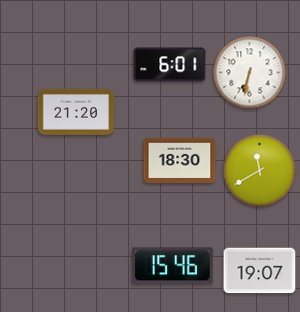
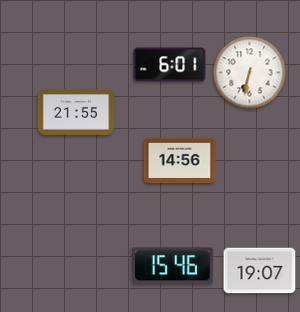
clock at (76, 112): 21:20 -> 21:55
clock at (180, 160): 18:30 -> 14:56
clock at (260, 171): 11:40 -> none
